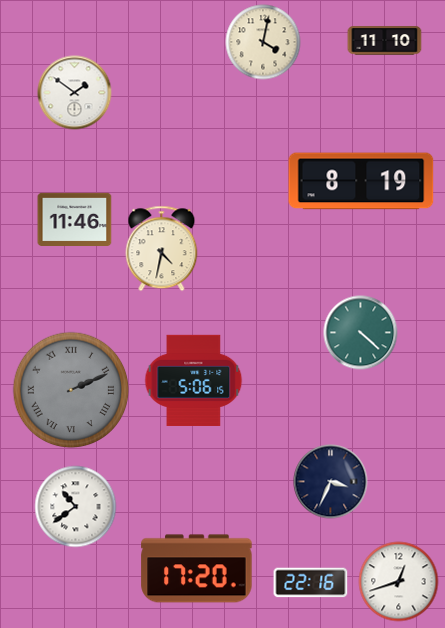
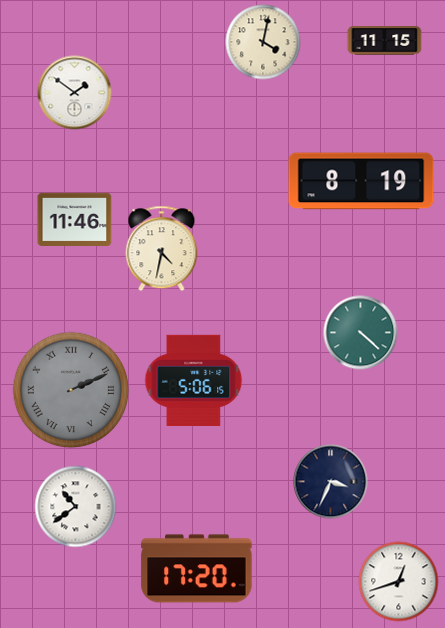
clock at (385, 41): 11:10 -> 11:15
clock at (311, 583): 22:16 -> none
